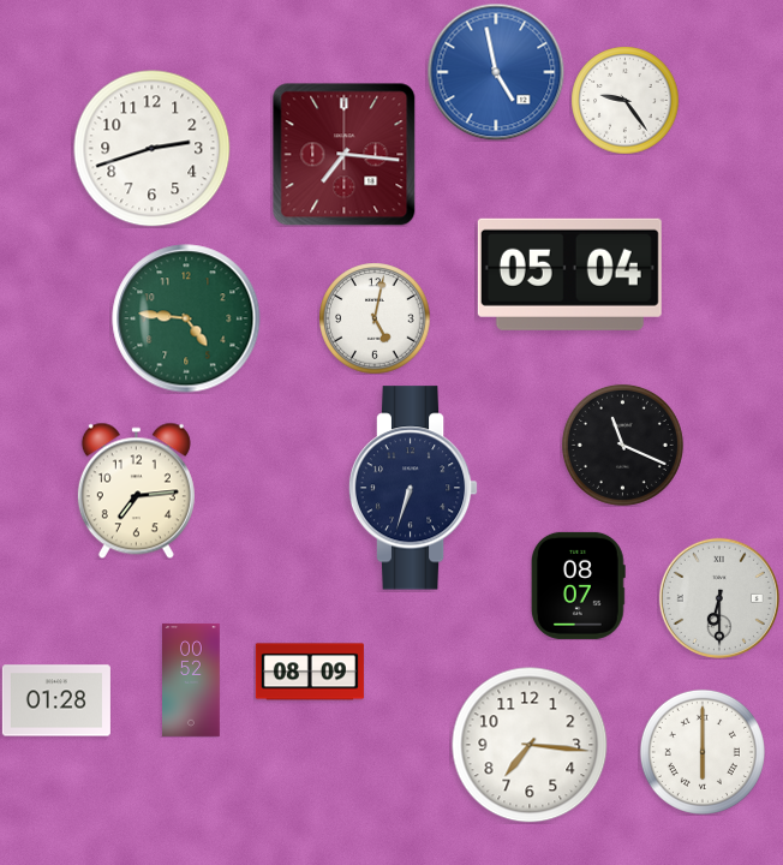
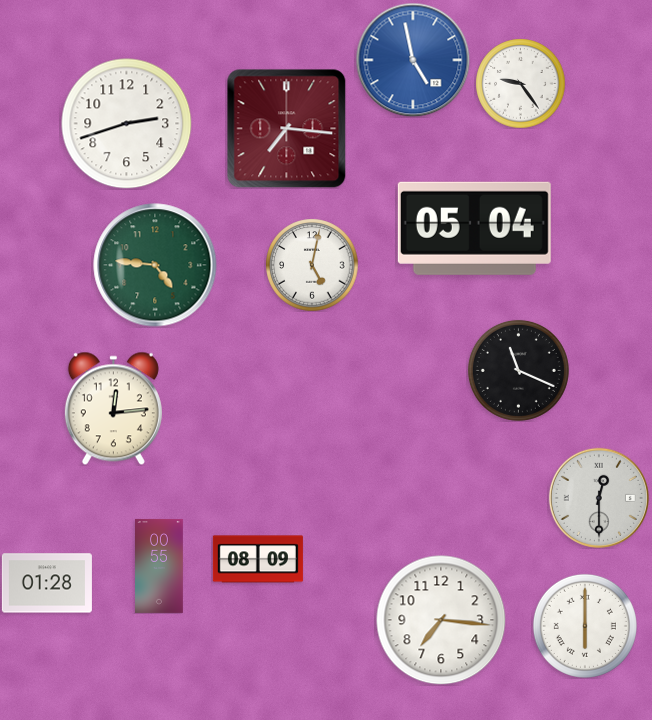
clock at (413, 488): 6:33 -> none
clock at (136, 490): 7:14 -> 12:14
clock at (578, 585): 08:07 -> none
clock at (719, 598): 6:30 -> 12:30
clock at (192, 680): 00:52 -> 00:55
